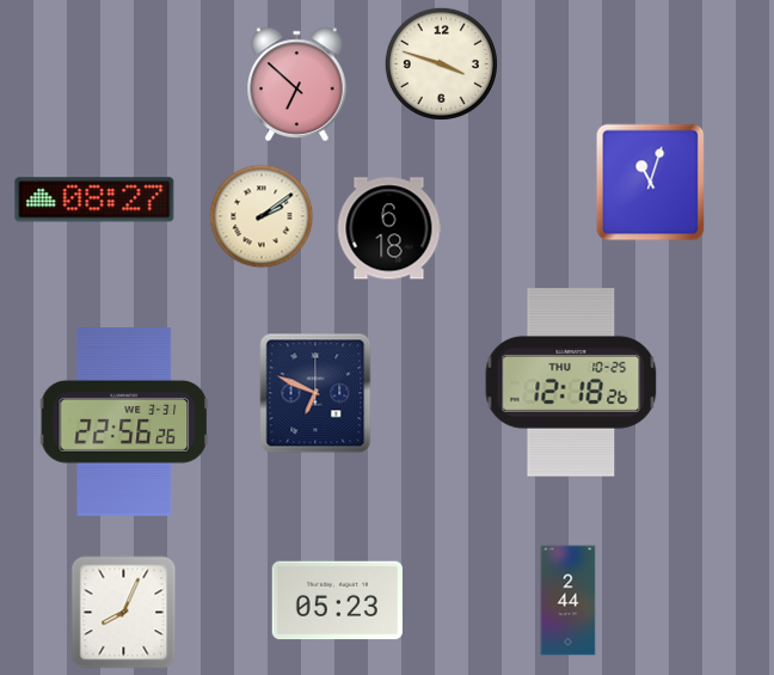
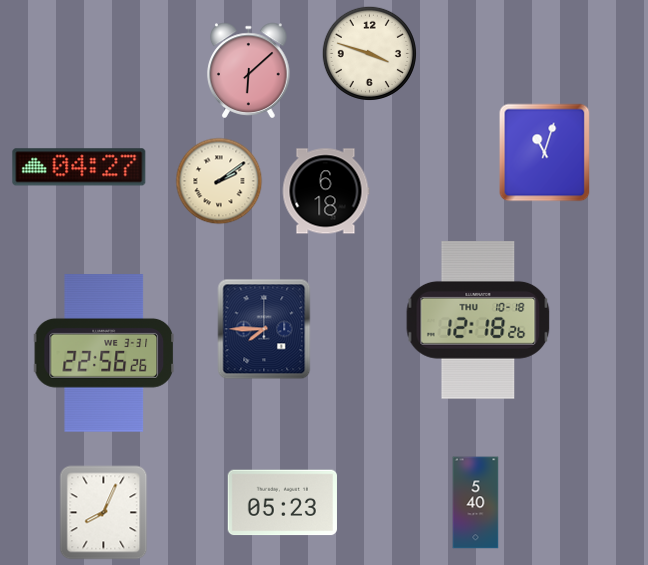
clock at (297, 85): 6:52 -> 6:08
clock at (94, 200): 08:27 -> 04:27
clock at (571, 382) date: THU 10-25 -> THU 10-18
clock at (315, 393): 6:49 -> 7:45
clock at (569, 601): 2:44 -> 5:40
